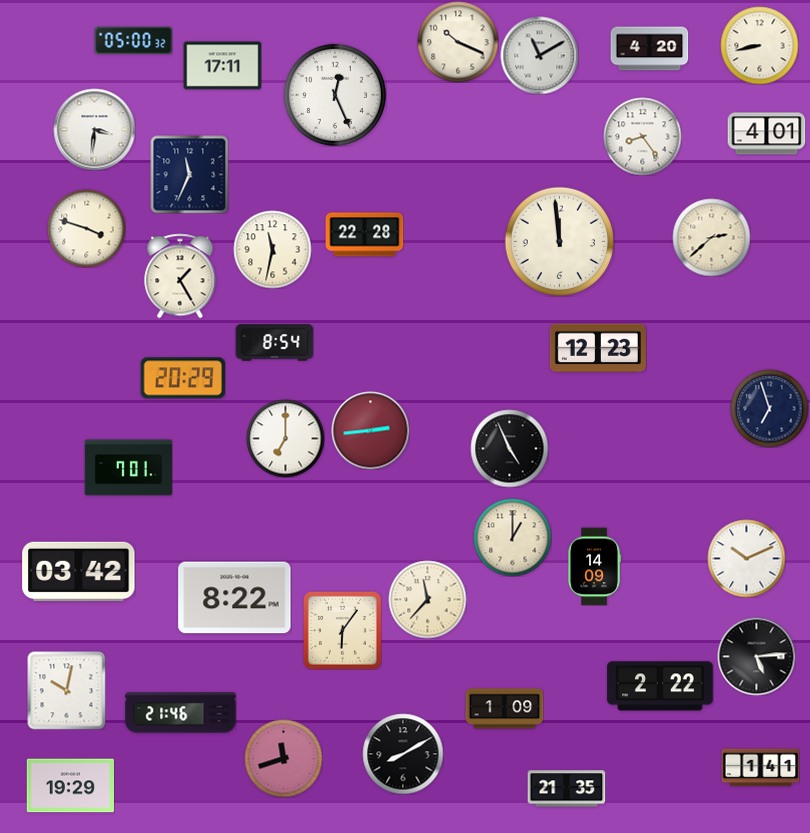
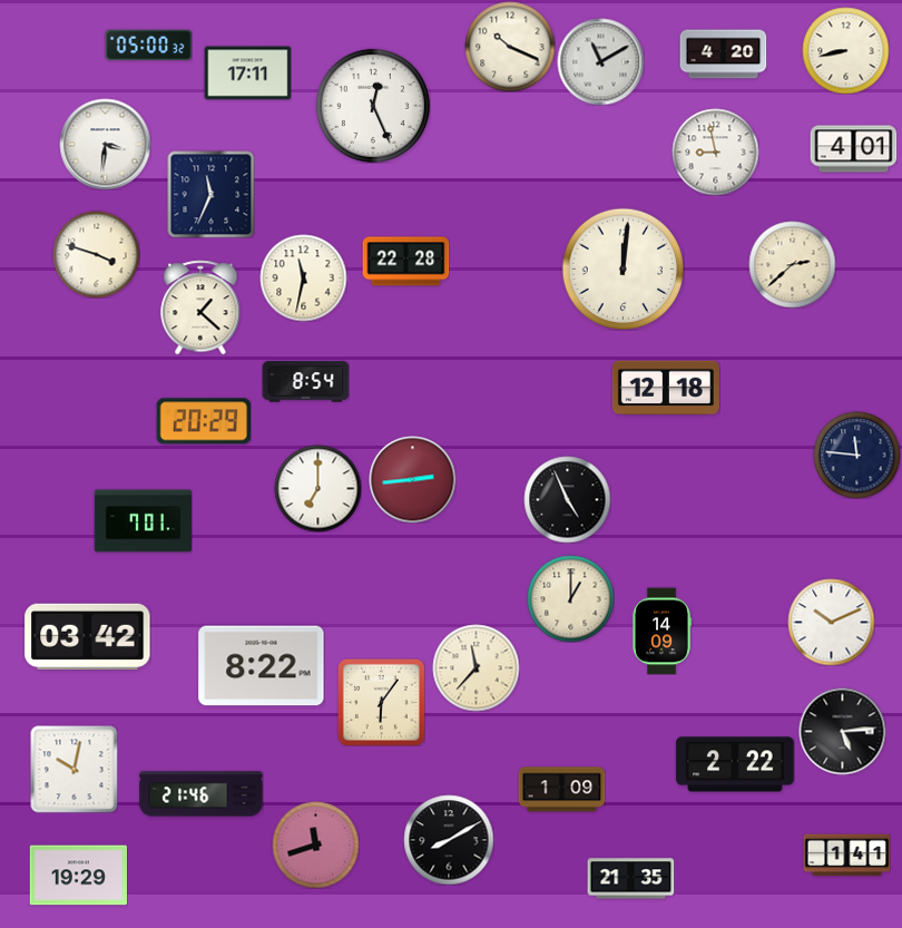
clock at (642, 136): 8:24 -> 8:58
clock at (559, 241): 11:59 -> 12:01
clock at (180, 276): 1:25 -> 1:22
clock at (598, 348): 12:23 -> 12:18
clock at (769, 408): 6:57 -> 11:46
